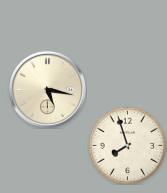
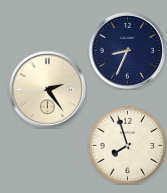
clock at (127, 50): none -> 8:34
clock at (47, 89): 5:17 -> 2:24
